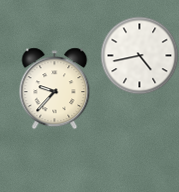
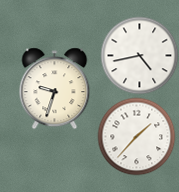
clock at (55, 88): 9:37 -> 9:33
clock at (136, 136): none -> 1:37
